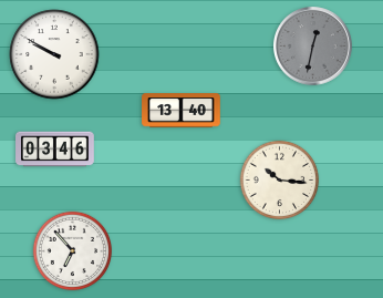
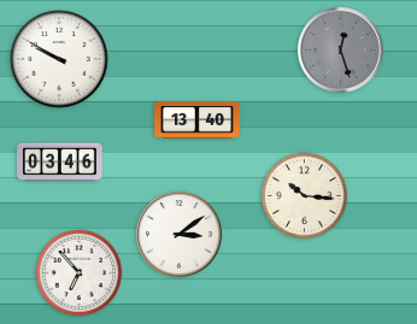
clock at (313, 47): 12:32 -> 12:27
clock at (180, 235): none -> 3:09
